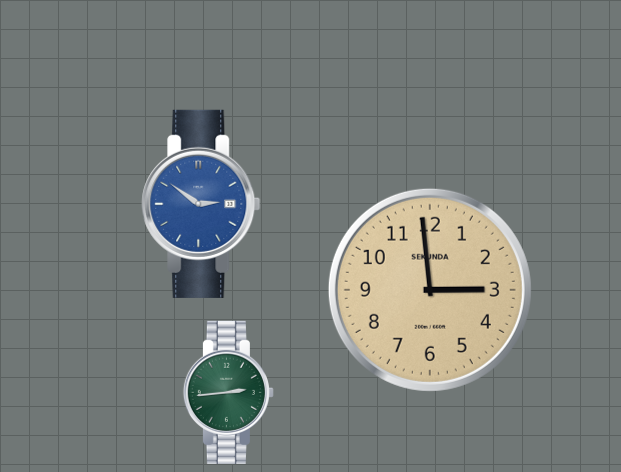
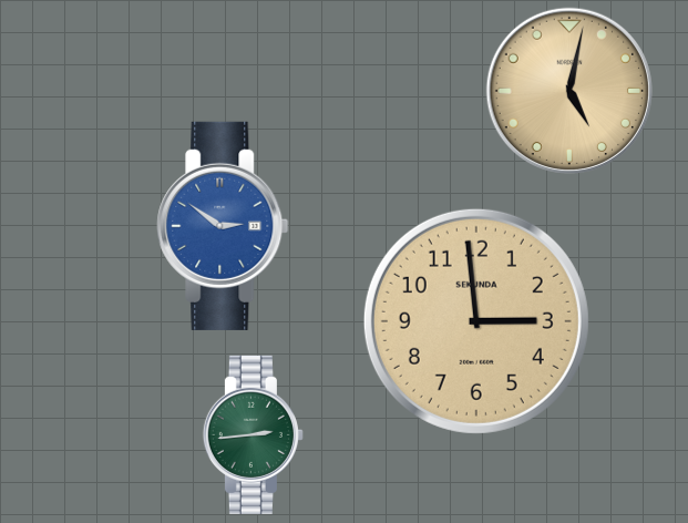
clock at (569, 91): none -> 5:02
